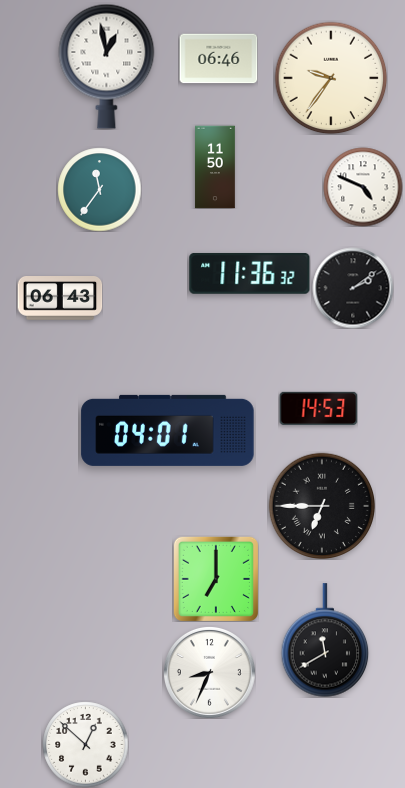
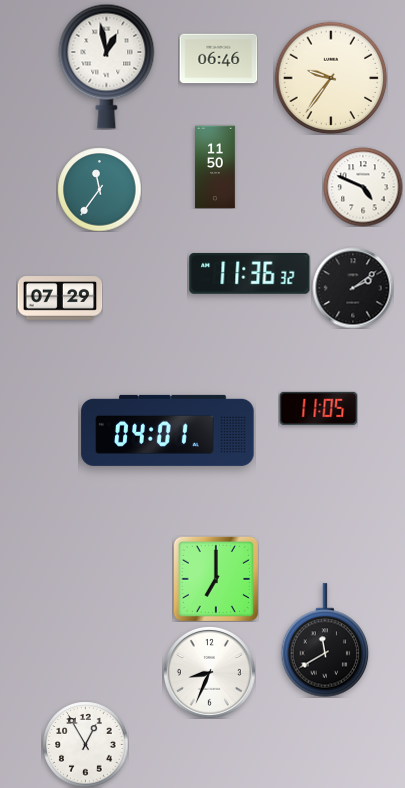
clock at (60, 299): 06:43 -> 07:29
clock at (318, 408): 14:53 -> 11:05
clock at (321, 505): 6:45 -> none
clock at (85, 744): 12:52 -> 12:55
